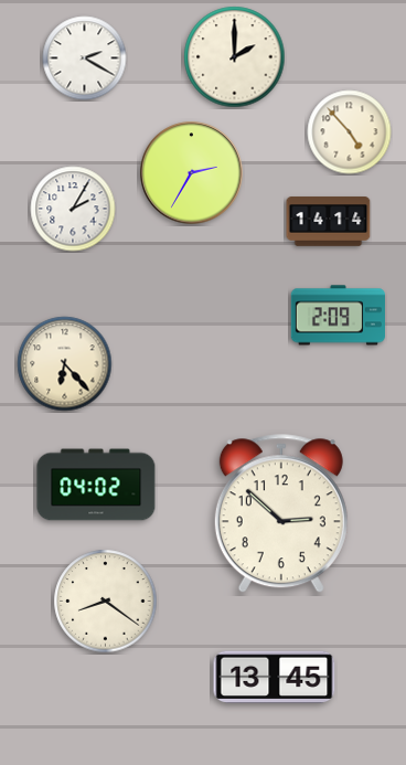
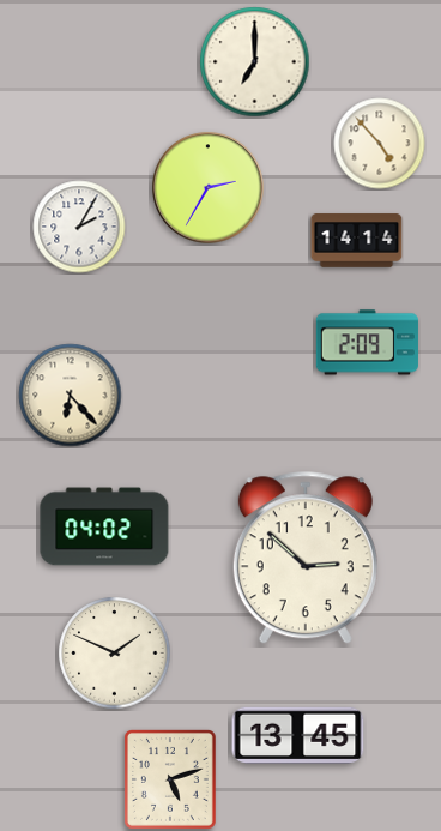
clock at (235, 57): 2:00 -> 7:00
clock at (85, 59): 2:20 -> none
clock at (106, 602): 8:21 -> 1:49
clock at (170, 779): none -> 5:12
